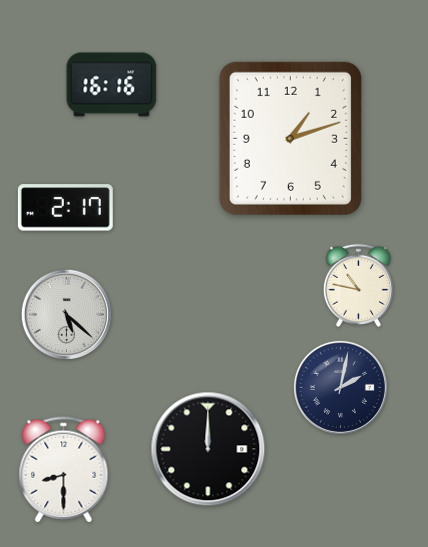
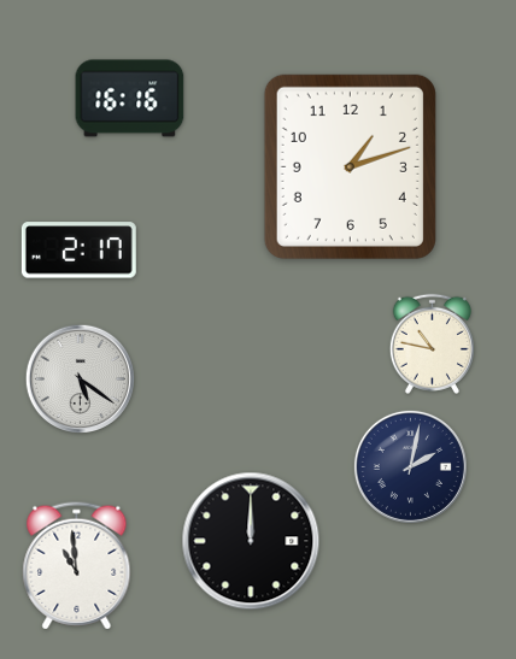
clock at (112, 85) position: (112, 85) -> (130, 99)
clock at (66, 314): 5:22 -> 5:21
clock at (64, 470): 8:30 -> 10:59
